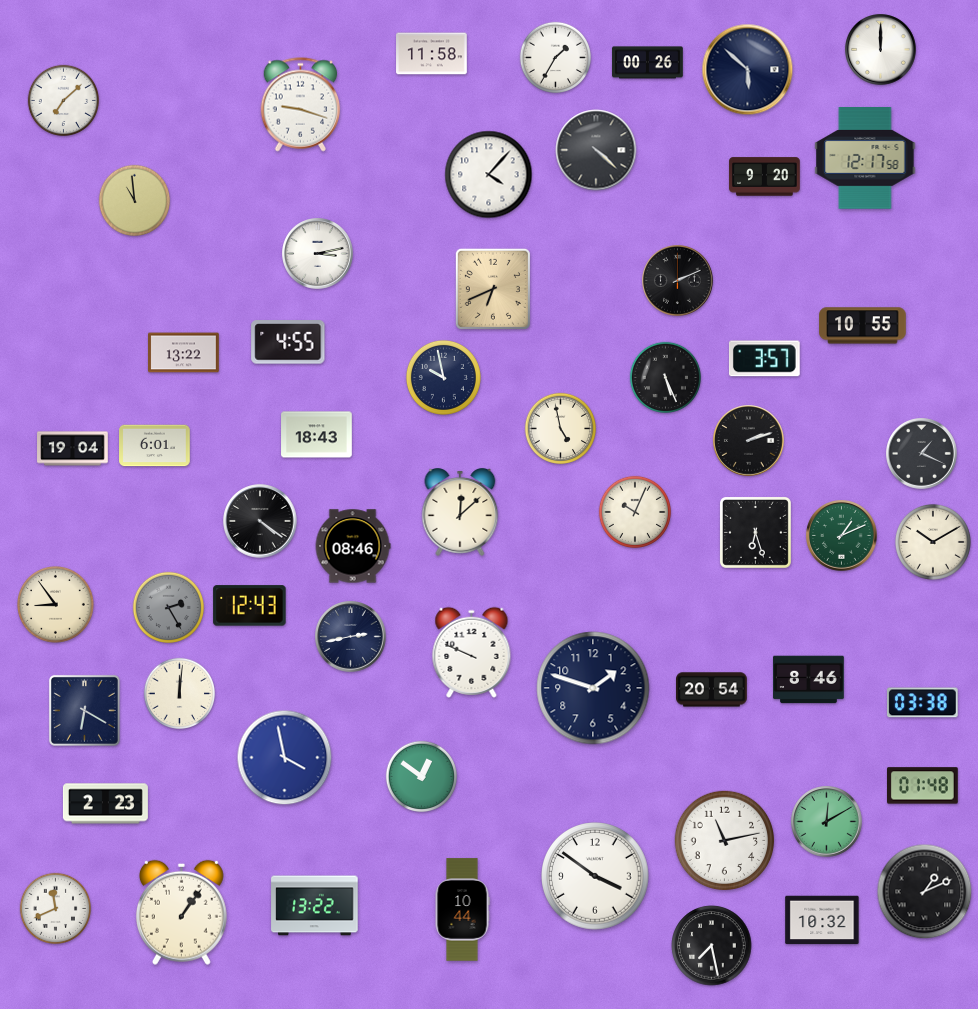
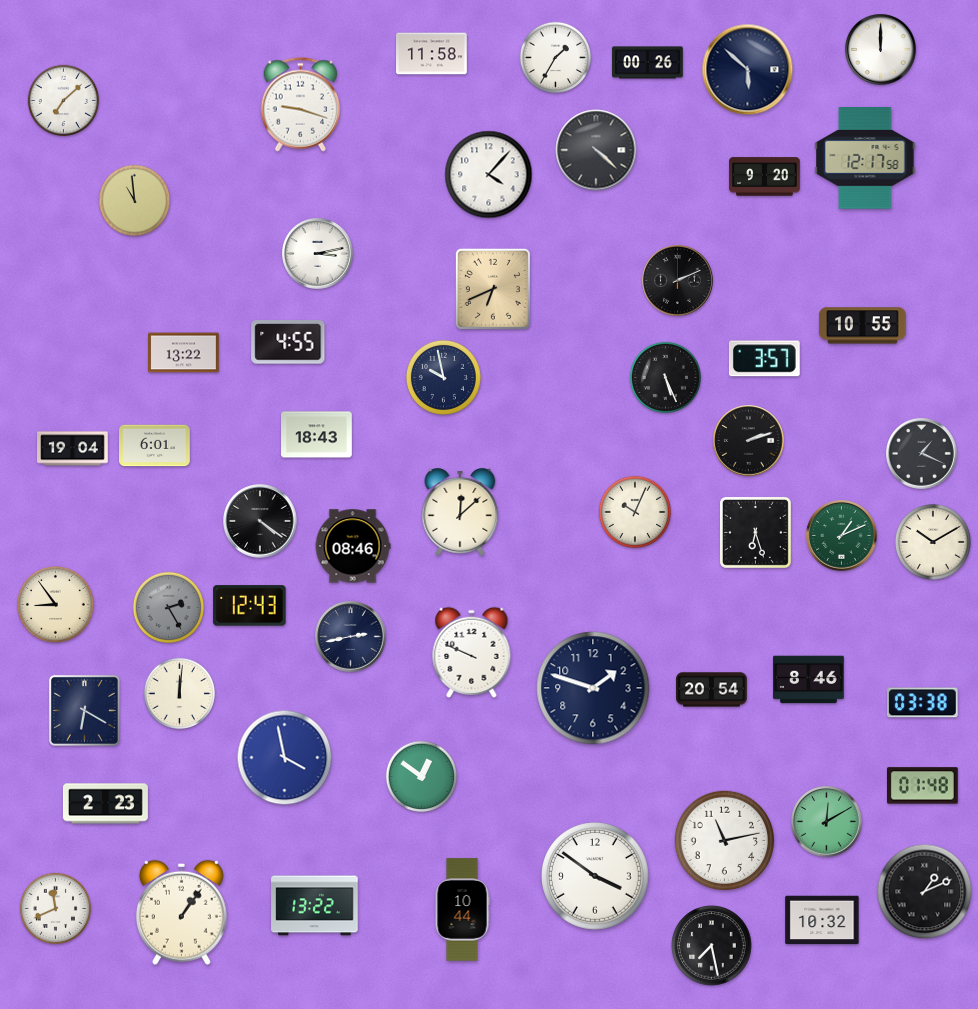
clock at (561, 429): 4:58 -> none
